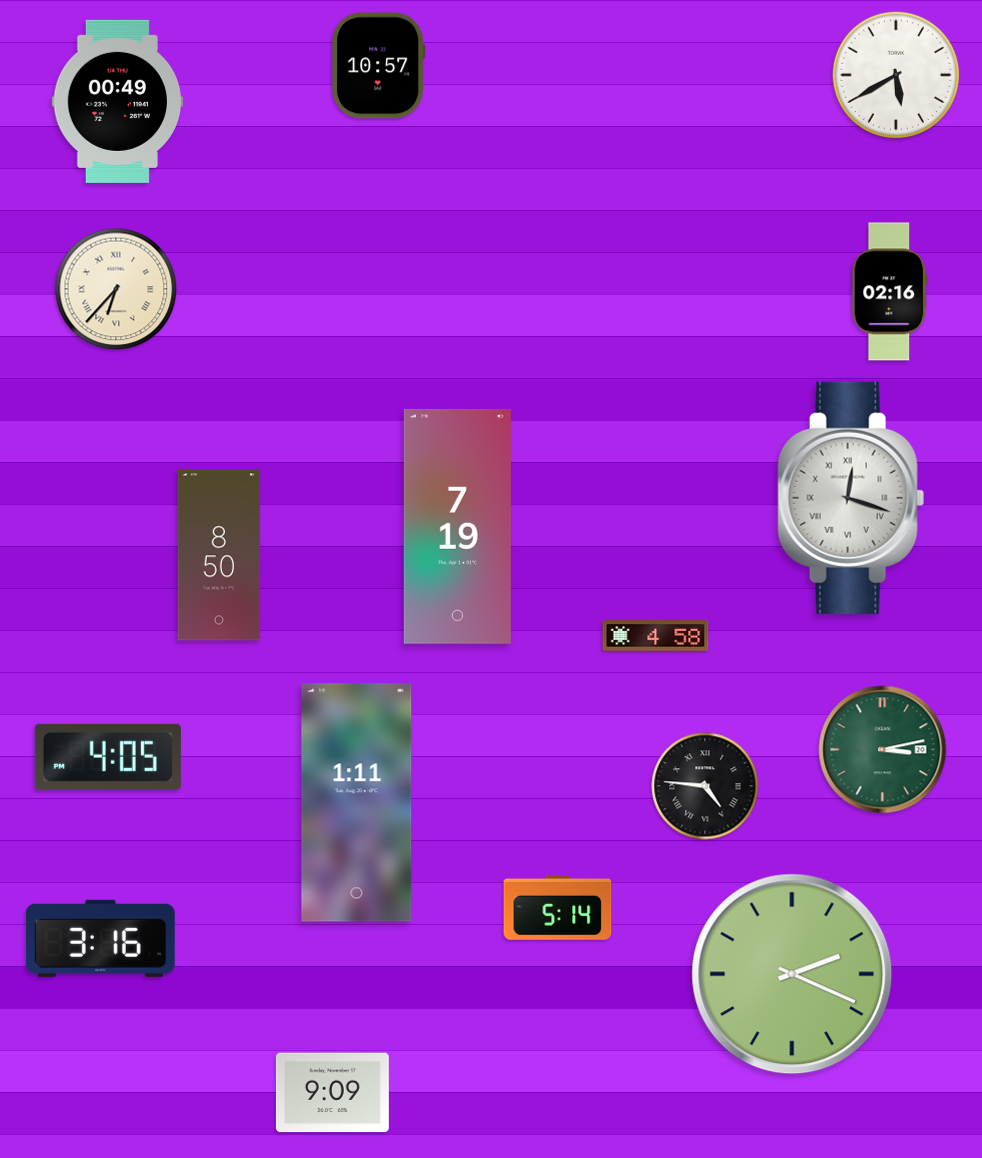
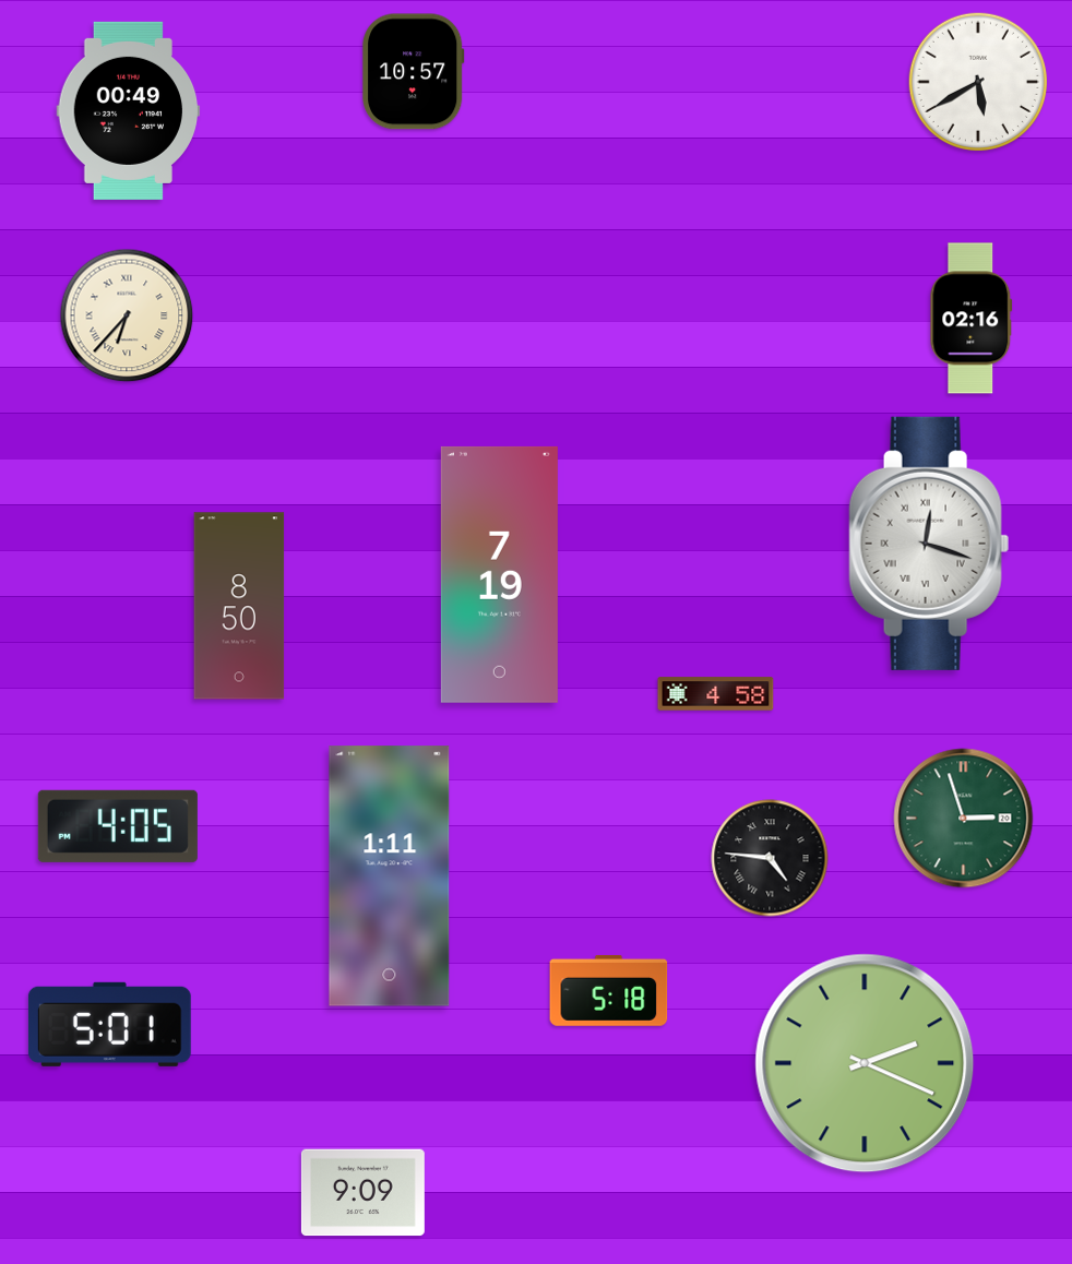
clock at (883, 750): 3:13 -> 2:57
clock at (558, 907): 5:14 -> 5:18
clock at (100, 938): 3:16 -> 5:01
